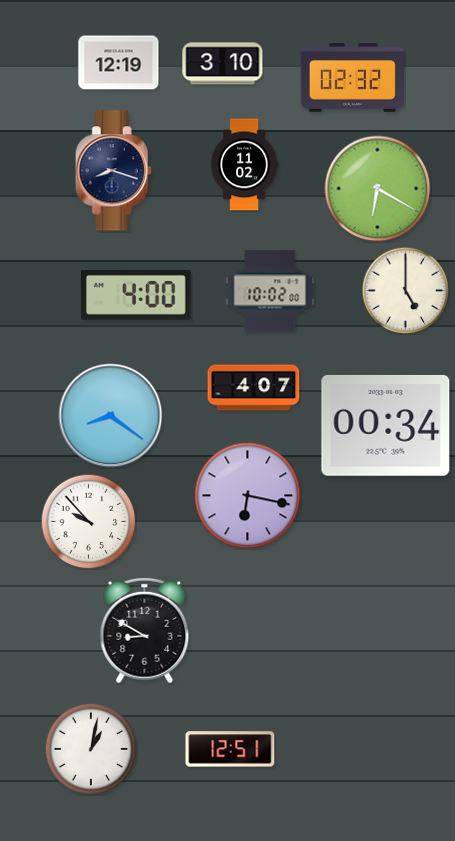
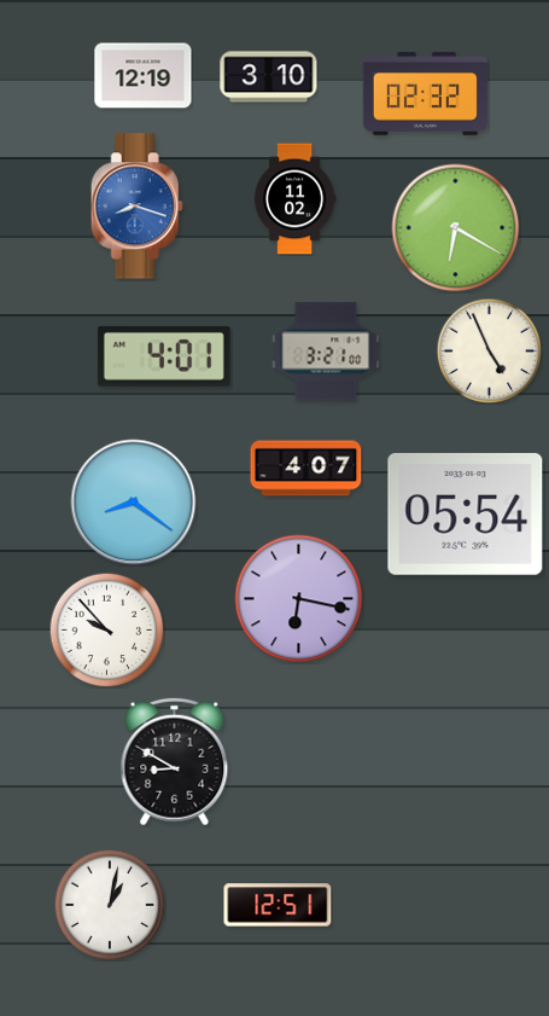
clock at (113, 171) dial: navy -> blue
clock at (405, 290): 5:00 -> 4:56
clock at (270, 291): 10:02 -> 3:21
clock at (136, 295): 4:00 -> 4:01
clock at (386, 425): 00:34 -> 05:54
